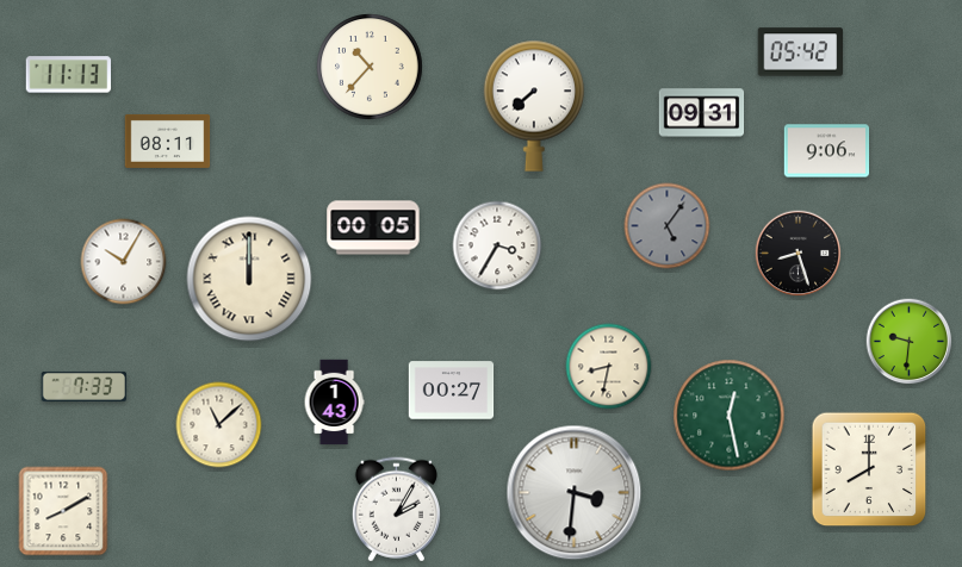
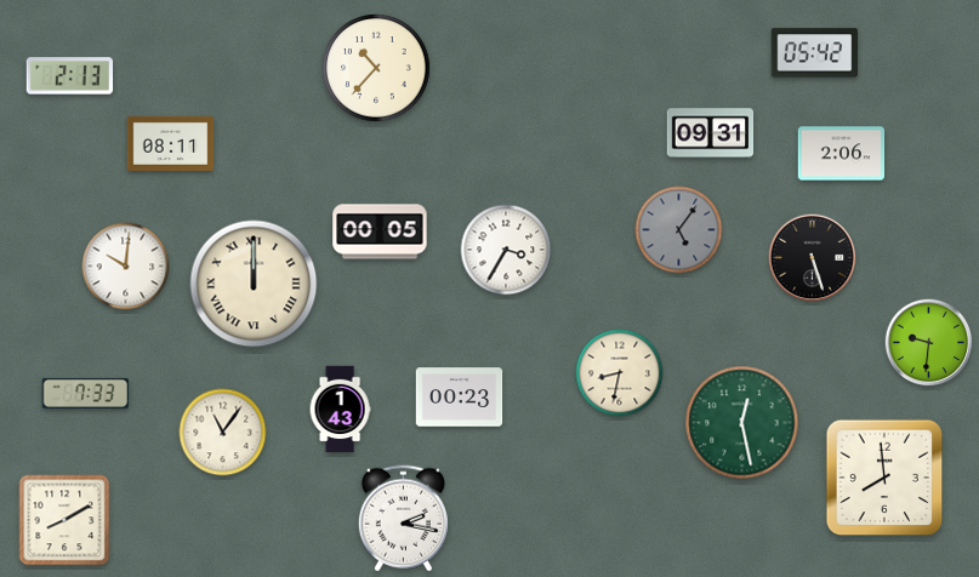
clock at (69, 75): 11:13 -> 2:13
clock at (534, 106): 7:38 -> none
clock at (702, 113) position: (702, 113) -> (711, 133)
clock at (827, 151): 9:06 -> 2:06
clock at (799, 254): 8:27 -> 5:27
clock at (124, 262): 10:05 -> 10:01
clock at (910, 342) position: (910, 342) -> (929, 343)
clock at (452, 391): 00:27 -> 00:23
clock at (219, 425): 11:08 -> 11:06
clock at (869, 469): 8:00 -> 7:59
clock at (575, 493): 3:31 -> none
clock at (396, 510): 2:05 -> 2:17
